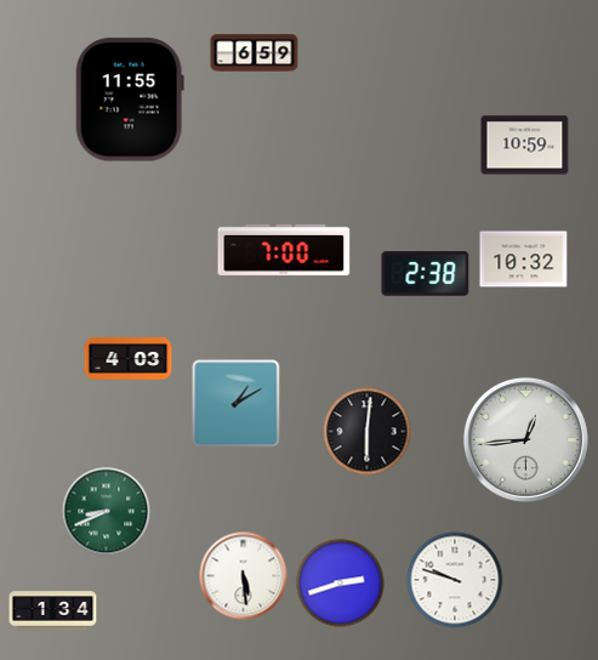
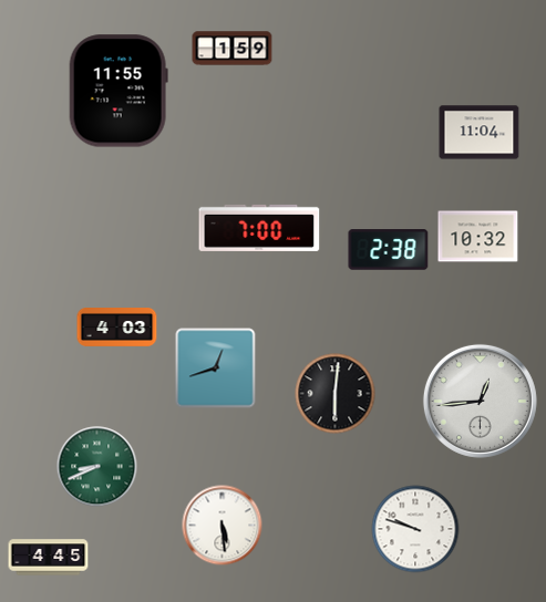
clock at (255, 53): 6:59 -> 1:59
clock at (525, 146): 10:59 -> 11:04
clock at (237, 404): 1:10 -> 12:42
clock at (341, 584): 2:42 -> none
clock at (53, 611): 1:34 -> 4:45
